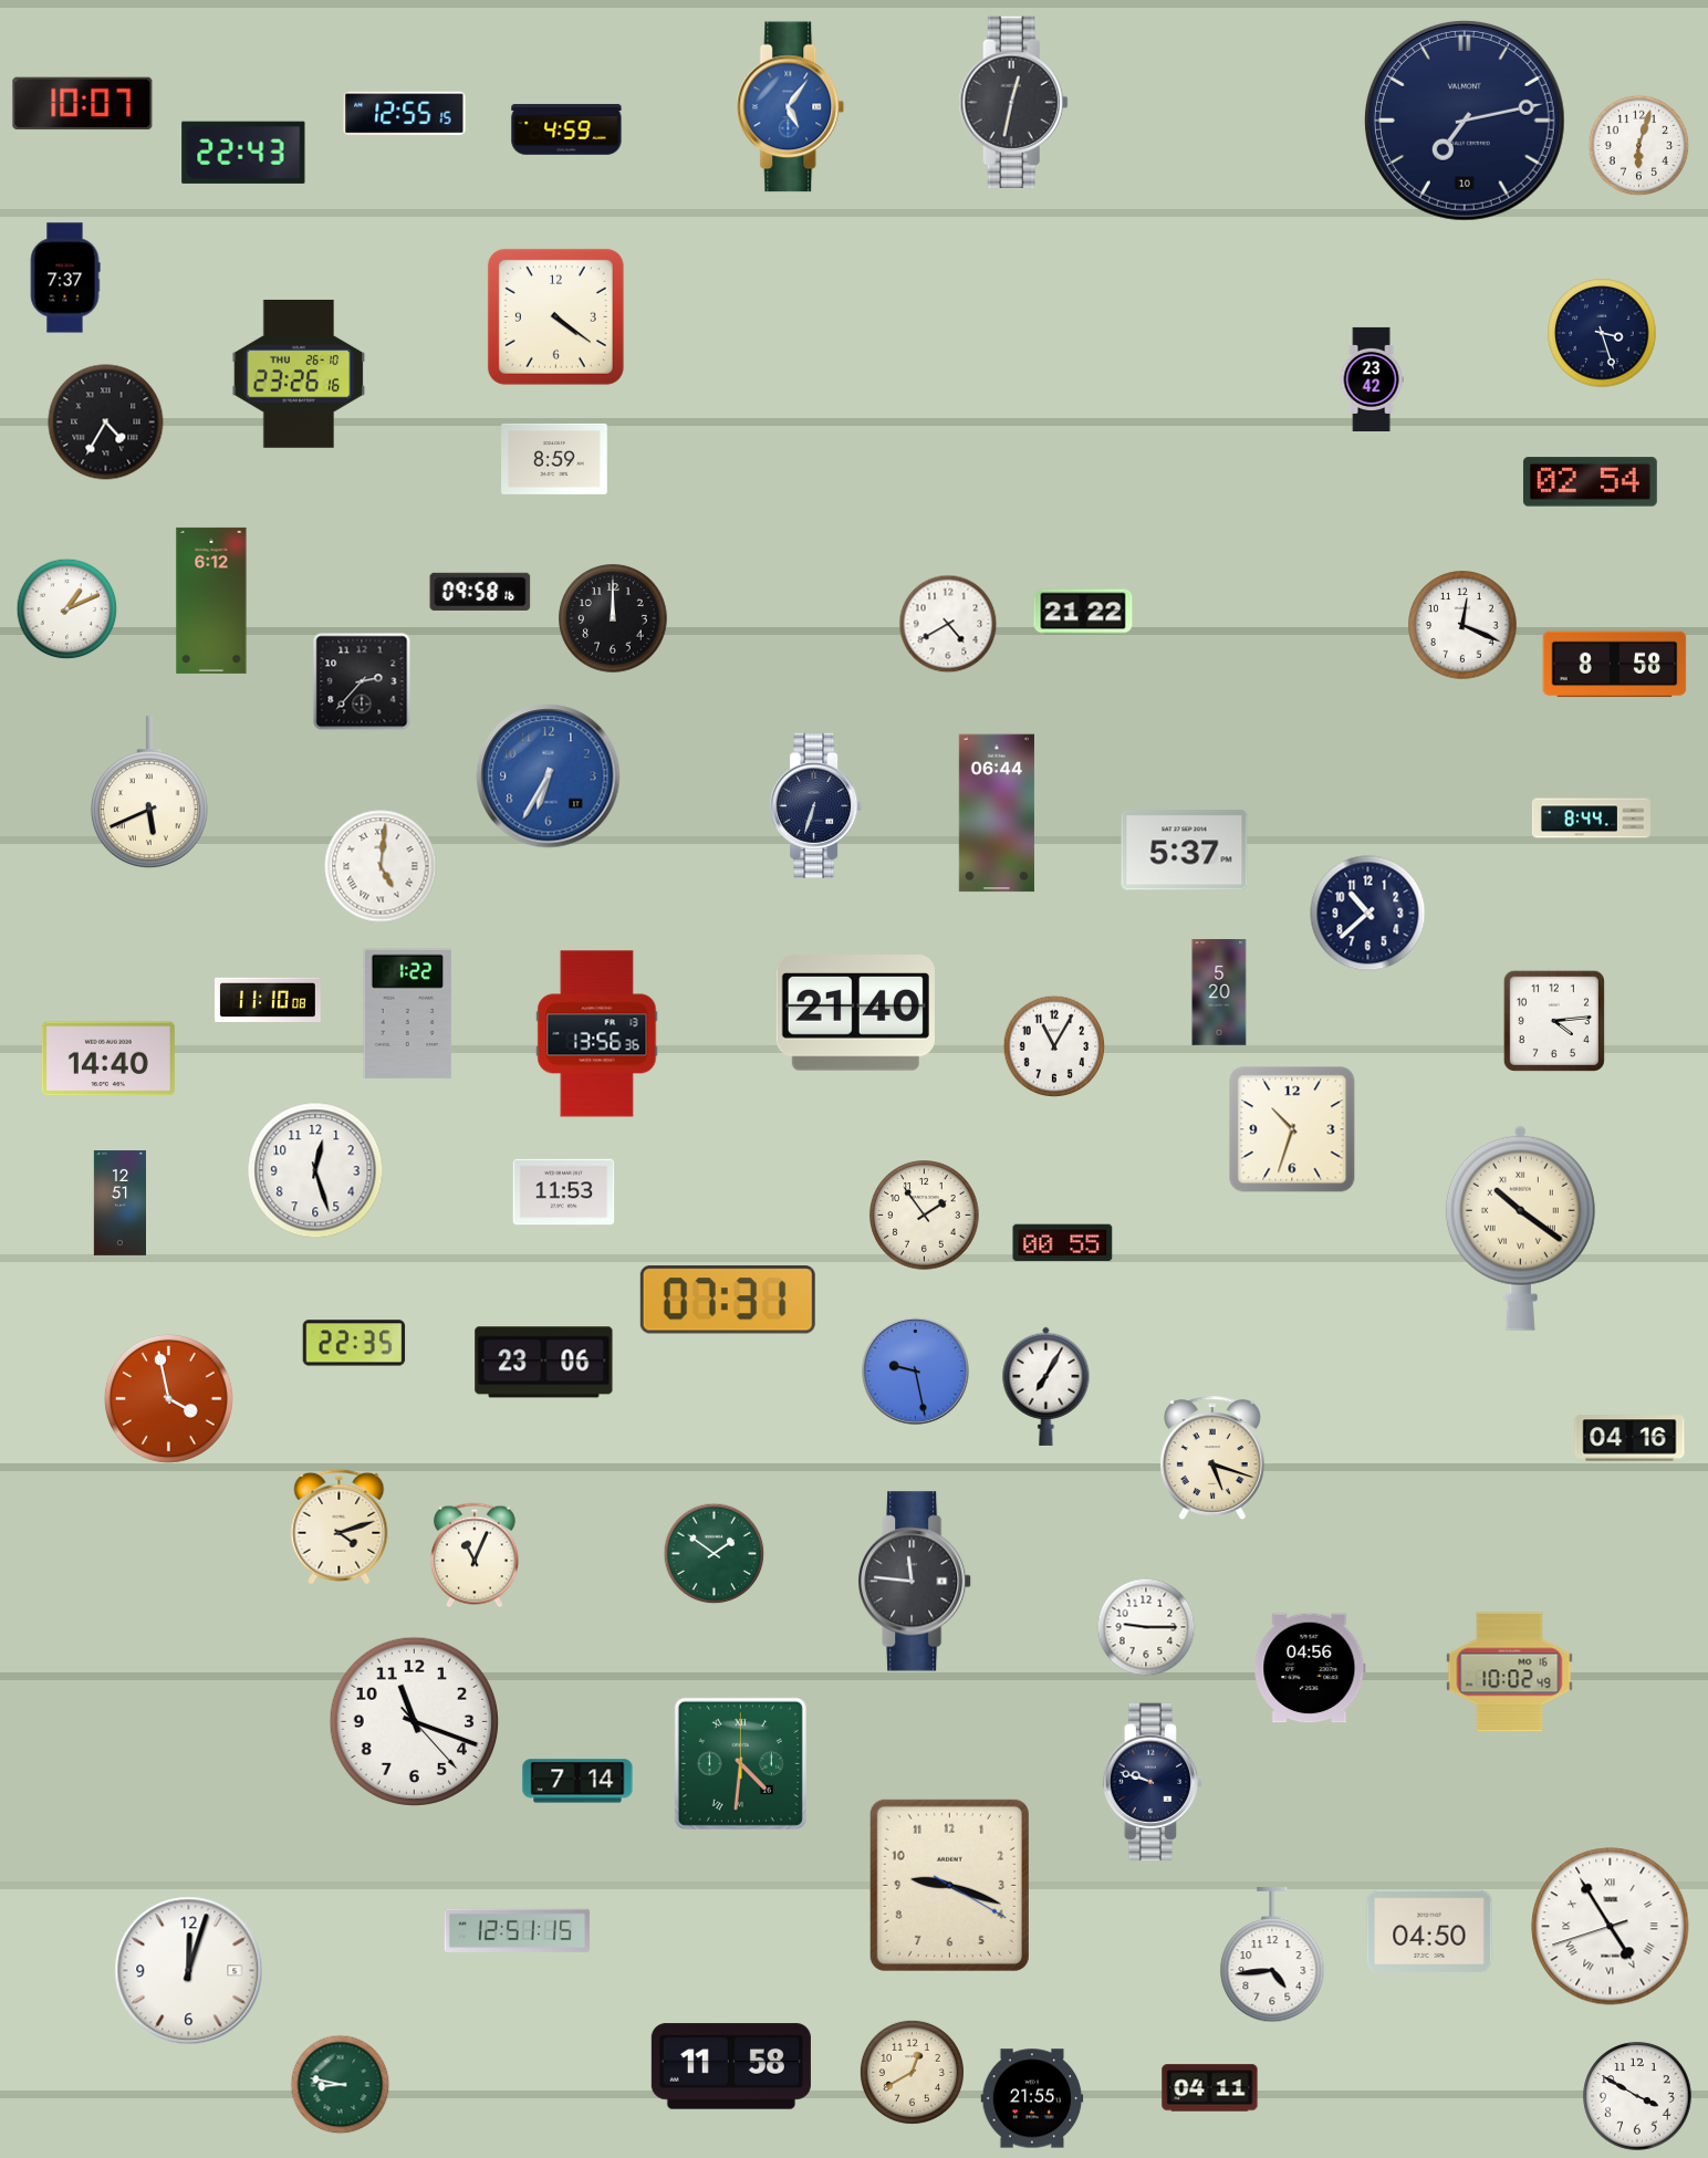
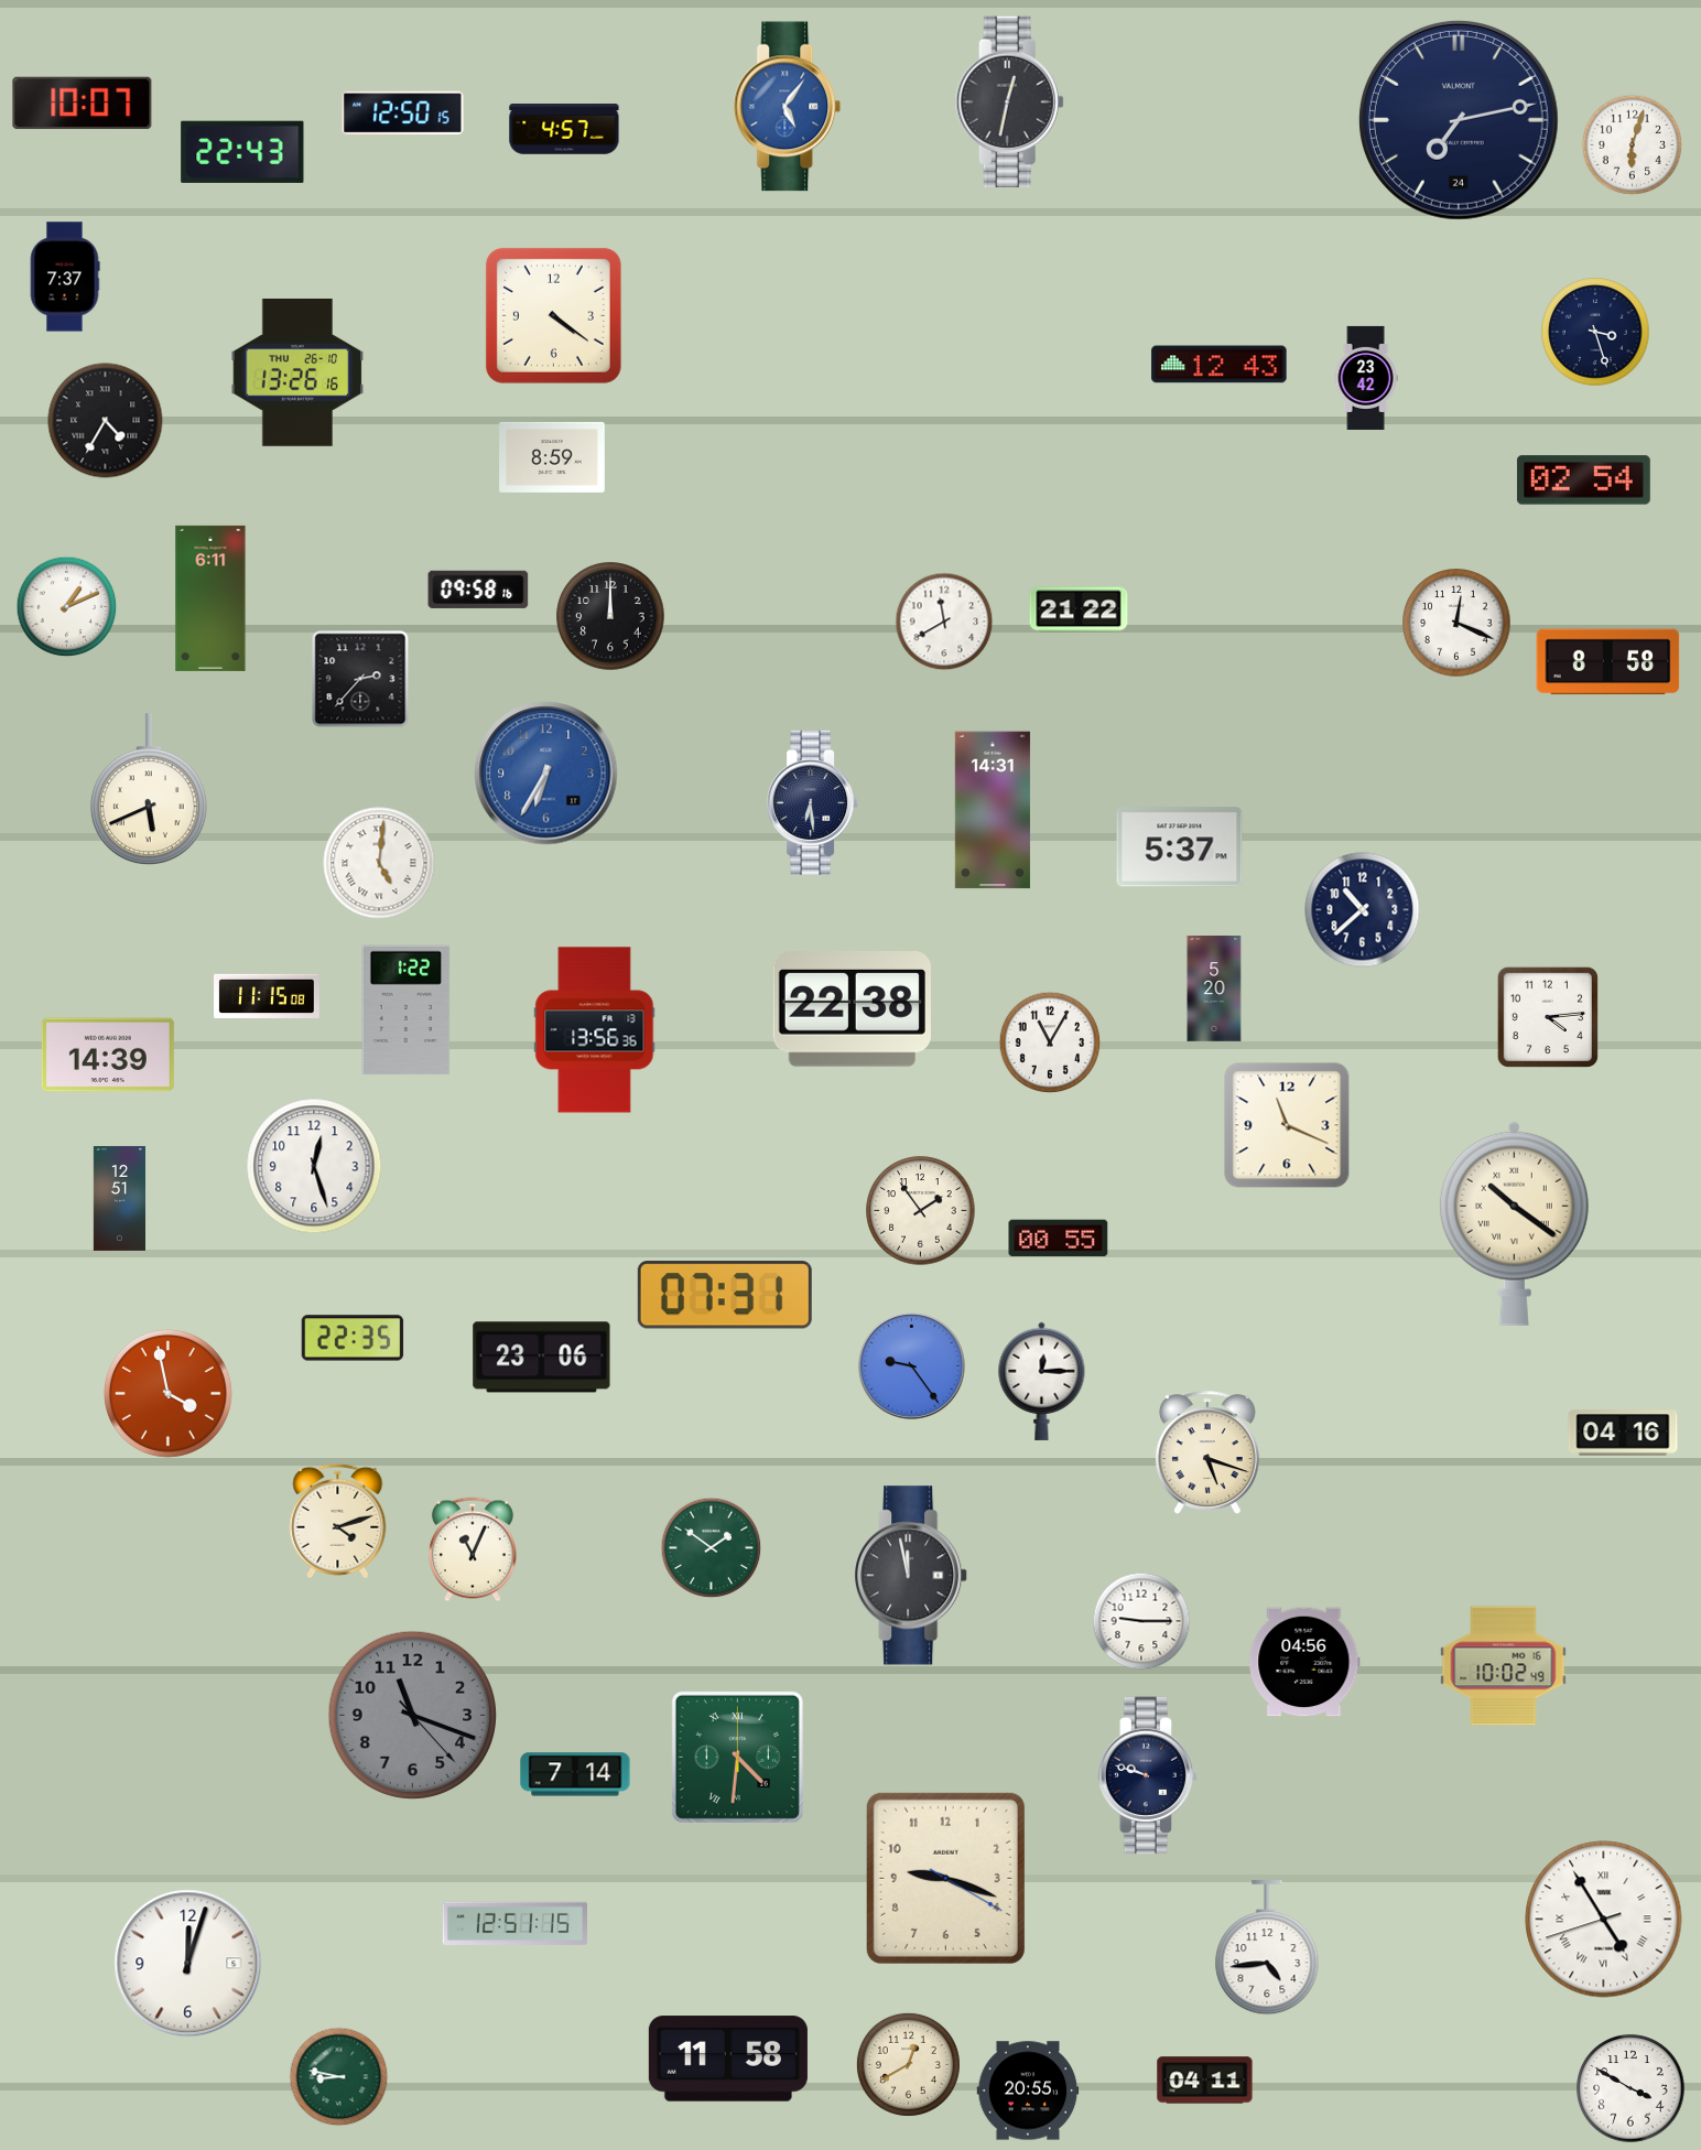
clock at (405, 114): 12:55 -> 12:50
clock at (1465, 121) date: 10 -> 24
clock at (566, 129): 4:59 -> 4:57
clock at (1220, 365): none -> 12:43
clock at (299, 374): 23:26 -> 13:26
clock at (211, 601): 6:12 -> 6:11
clock at (948, 624): 4:40 -> 11:40
clock at (816, 805): 6:33 -> 6:29
clock at (997, 813): 06:44 -> 14:31
clock at (1591, 819): 8:44 -> none
clock at (268, 1000): 11:10 -> 11:15
clock at (855, 1013): 21:40 -> 22:38
clock at (108, 1059): 14:40 -> 14:39
clock at (1292, 1129): 10:33 -> 11:19
clock at (564, 1192): 11:53 -> none
clock at (915, 1370): 9:28 -> 9:24
clock at (1046, 1386): 7:05 -> 12:15
clock at (915, 1582): 11:46 -> 11:58
clock at (414, 1721) dial: white -> grey
clock at (1429, 1930): 04:50 -> none
clock at (1032, 2098): 21:55 -> 20:55
